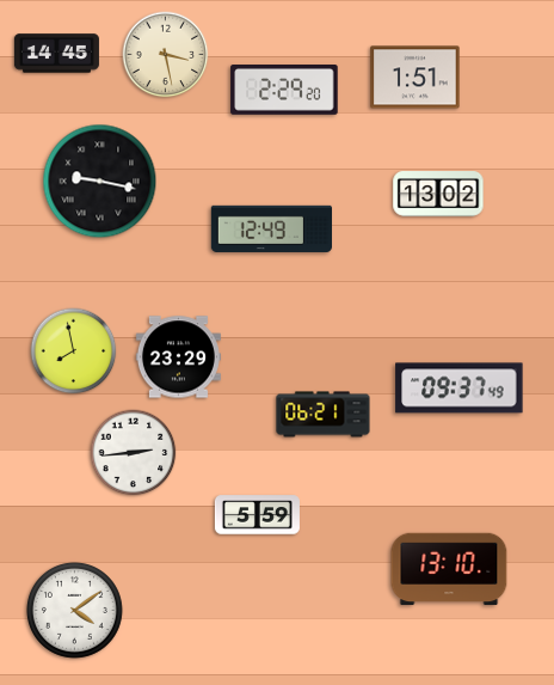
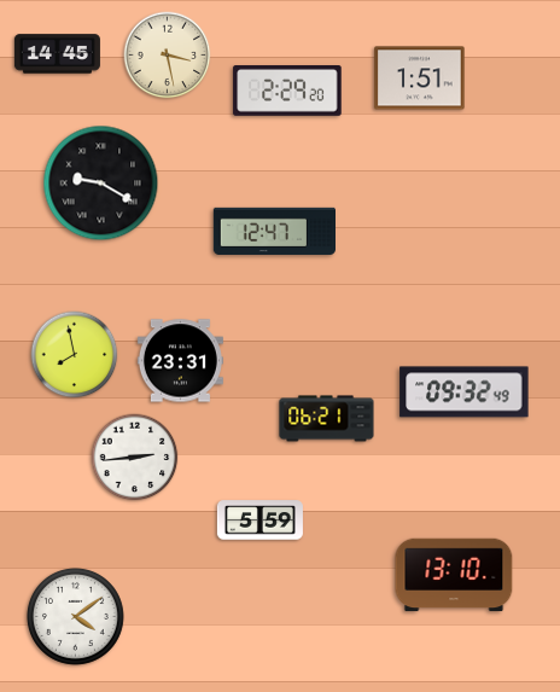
clock at (100, 182): 9:17 -> 9:20
clock at (438, 194): 13:02 -> none
clock at (271, 228): 12:49 -> 12:47
clock at (178, 357): 23:29 -> 23:31
clock at (460, 389): 09:37 -> 09:32
